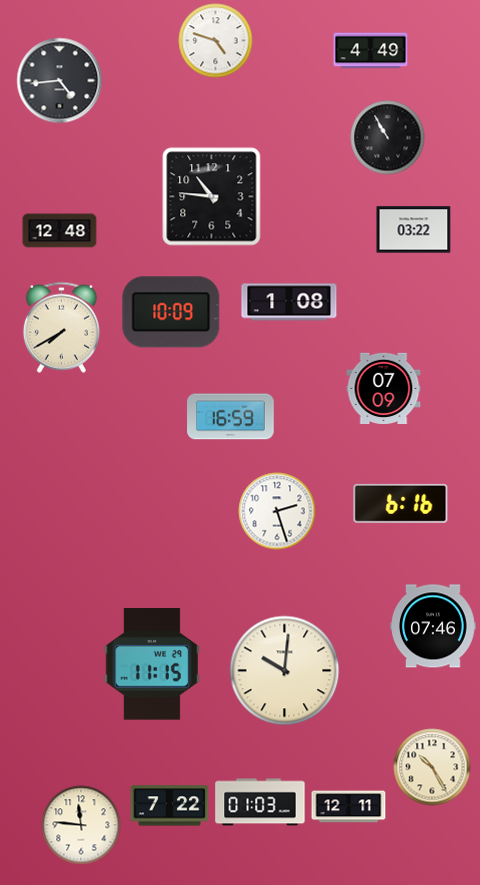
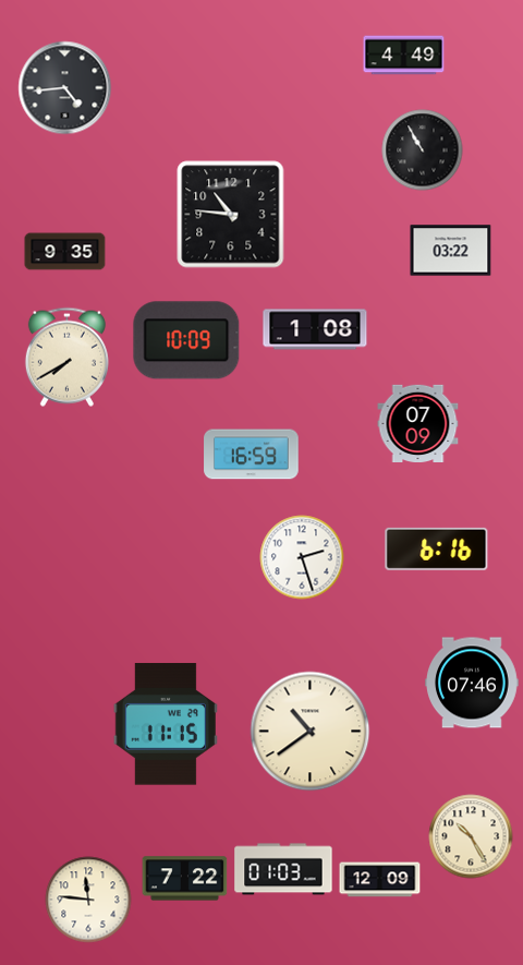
clock at (216, 41): 4:48 -> none
clock at (60, 231): 12:48 -> 9:35
clock at (285, 671): 10:01 -> 10:39
clock at (260, 802) position: (260, 802) -> (283, 869)
clock at (349, 807): 12:11 -> 12:09
